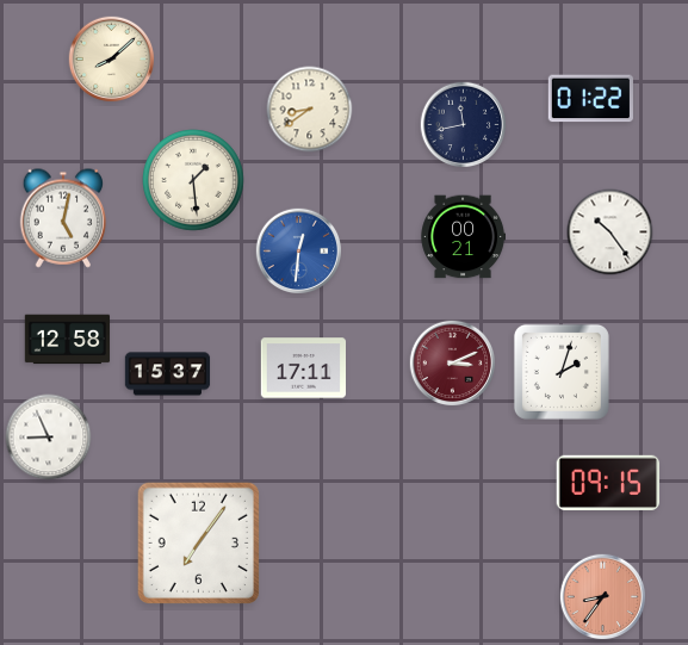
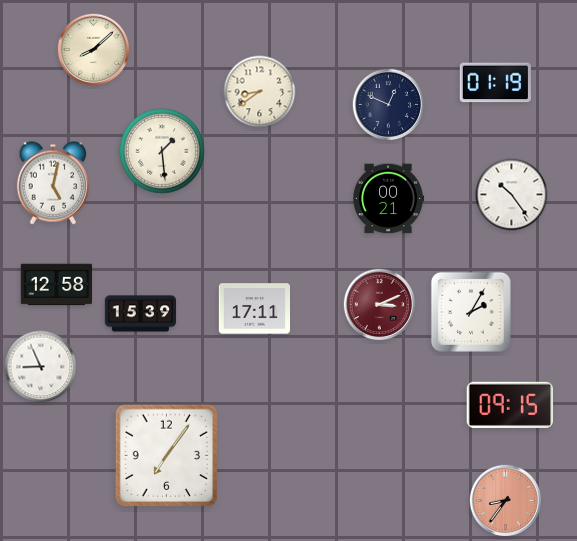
clock at (590, 99): 01:22 -> 01:19
clock at (464, 125): 11:43 -> 12:49
clock at (299, 252): 12:31 -> none
clock at (562, 372): 2:03 -> 2:05
clock at (168, 374): 15:37 -> 15:39
